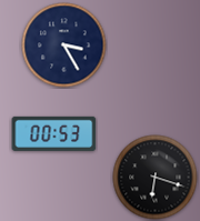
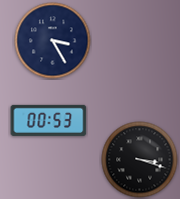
clock at (64, 46) position: (64, 46) -> (53, 41)
clock at (156, 178): 6:18 -> 3:18
